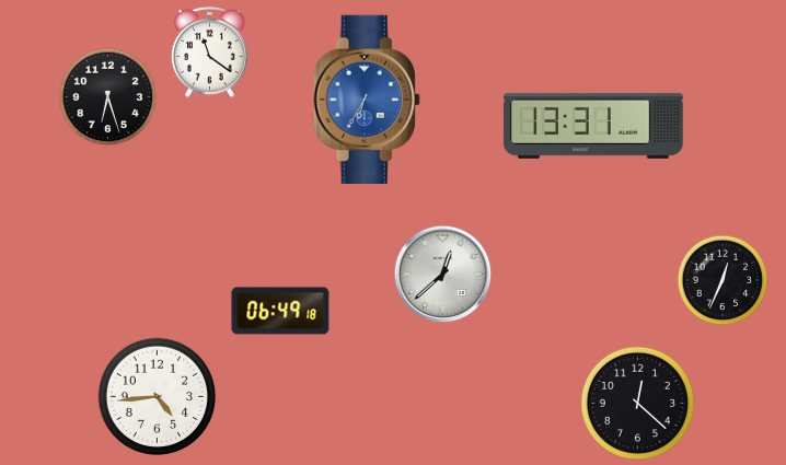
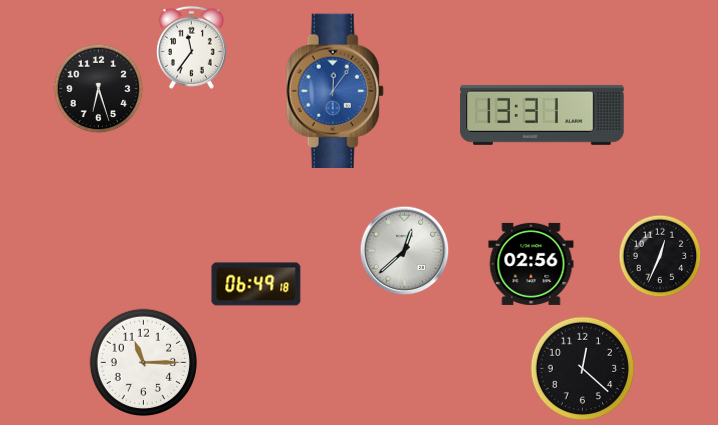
clock at (209, 51): 11:21 -> 11:36
clock at (367, 100): 6:35 -> 12:06
clock at (531, 264): none -> 02:56
clock at (158, 397): 4:44 -> 11:15
